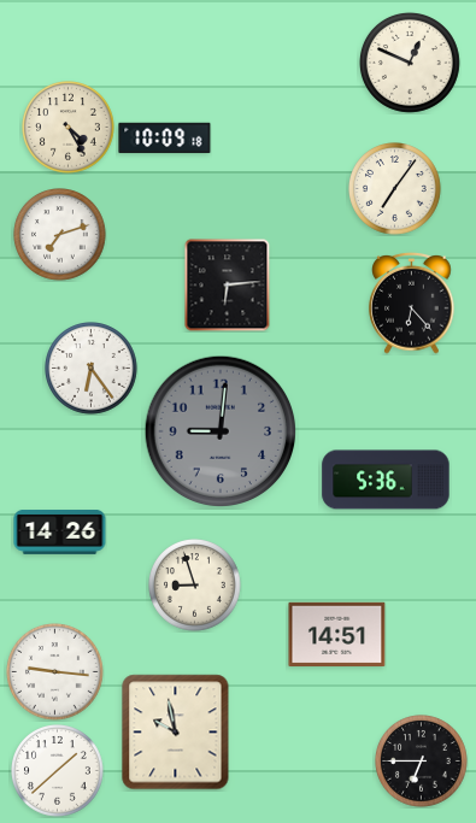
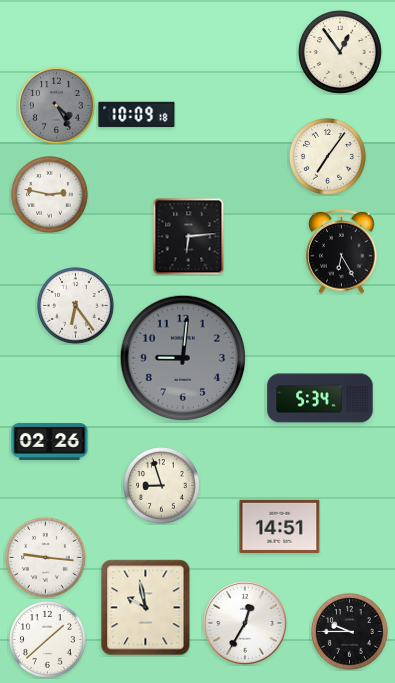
clock at (410, 63): 12:49 -> 12:54
clock at (69, 128) dial: cream -> grey
clock at (60, 235): 7:12 -> 2:47
clock at (412, 302): 6:23 -> 6:25
clock at (386, 480): 5:36 -> 5:34
clock at (60, 533): 14:26 -> 02:26
clock at (245, 623): none -> 12:35
clock at (422, 762): 6:45 -> 9:45
